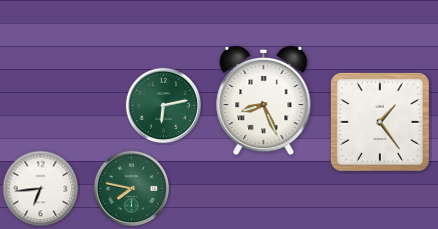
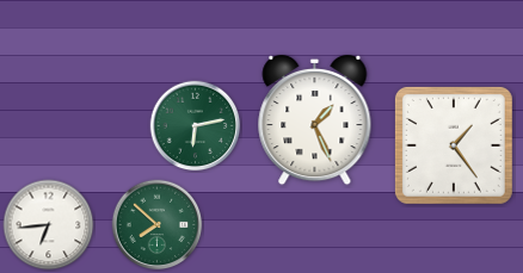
clock at (264, 101): 8:26 -> 1:26
clock at (132, 189): 7:47 -> 7:52
